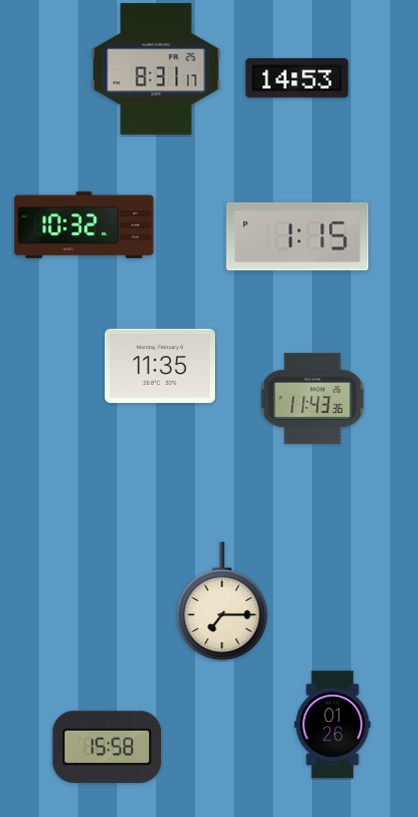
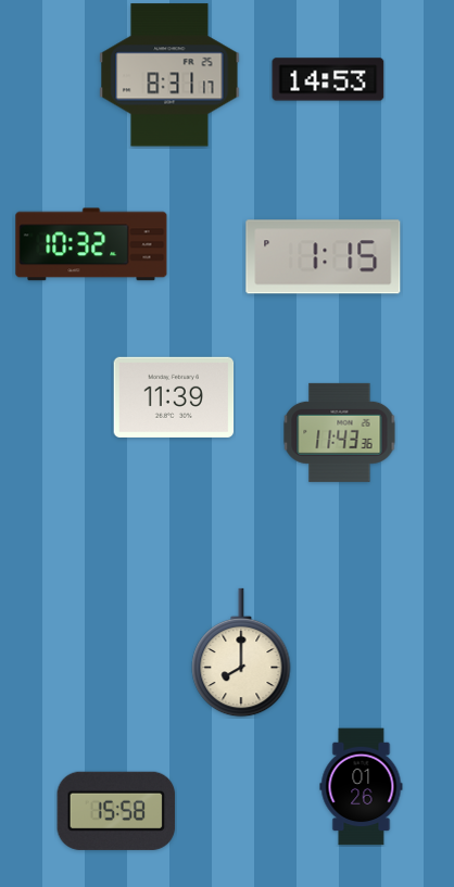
clock at (297, 78) position: (297, 78) -> (328, 79)
clock at (160, 366): 11:35 -> 11:39
clock at (222, 601): 7:15 -> 8:00
